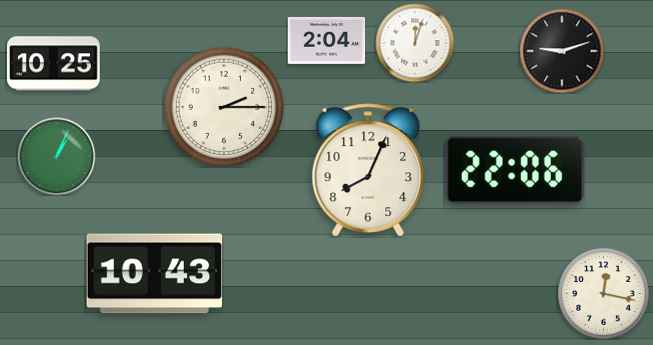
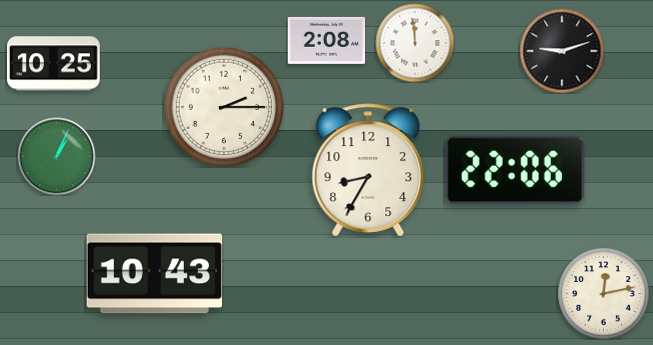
clock at (326, 40): 2:04 -> 2:08
clock at (415, 43): 12:03 -> 11:59
clock at (368, 170): 8:04 -> 8:35
clock at (603, 293): 12:17 -> 12:13
